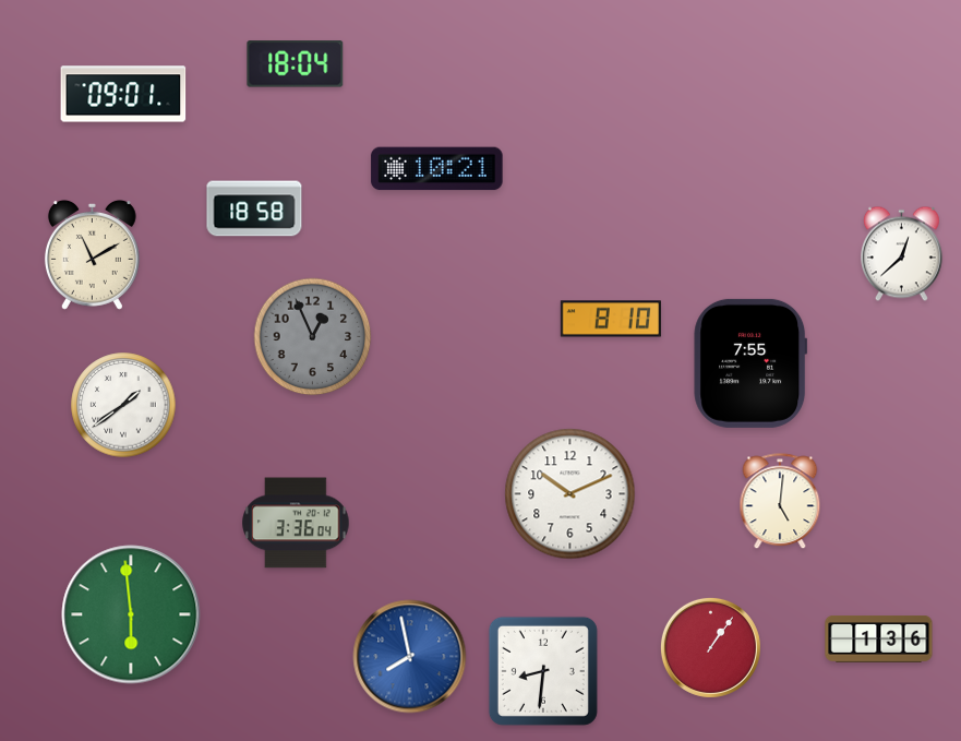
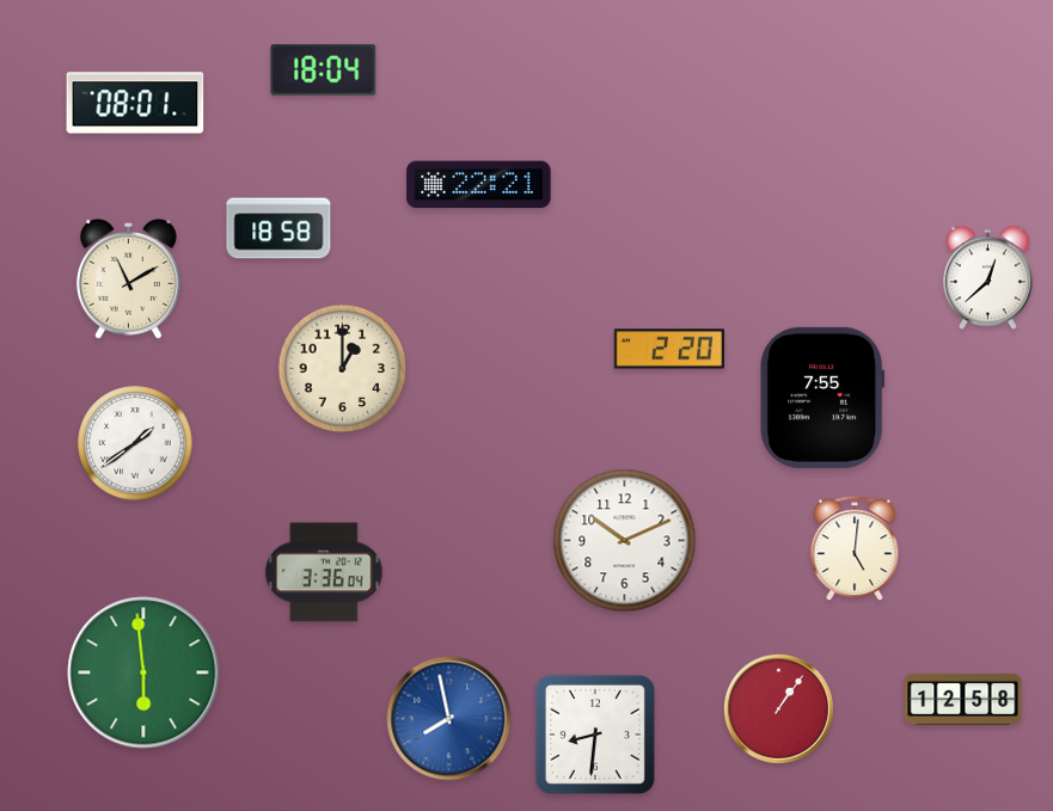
clock at (123, 94): 09:01 -> 08:01
clock at (437, 169): 10:21 -> 22:21
clock at (92, 254) position: (92, 254) -> (128, 278)
clock at (611, 319): 8:10 -> 2:20
clock at (313, 337): 12:56 -> 1:00
clock at (313, 337) dial: grey -> cream
clock at (879, 640): 1:36 -> 12:58
